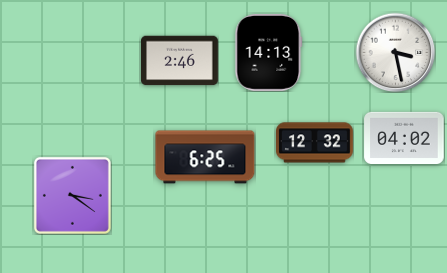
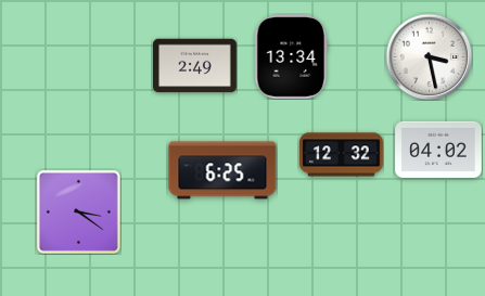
clock at (269, 53): 14:13 -> 13:34
clock at (180, 61): 2:46 -> 2:49
